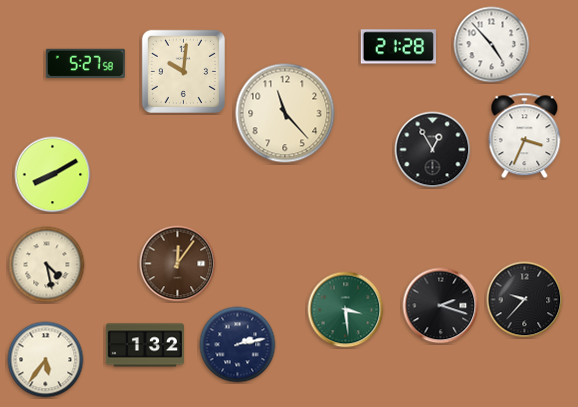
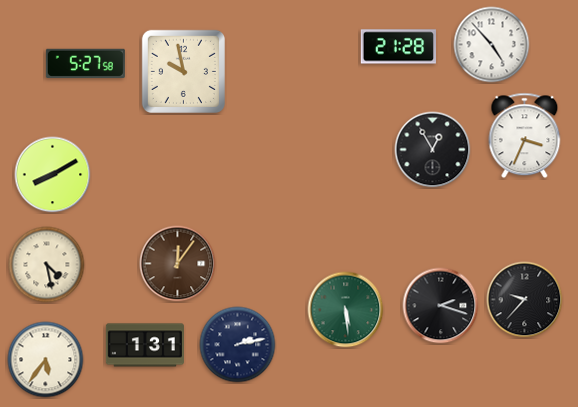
clock at (183, 71): 10:01 -> 9:58
clock at (285, 113): 11:23 -> none
clock at (346, 310): 3:29 -> 5:29
clock at (145, 345): 1:32 -> 1:31
